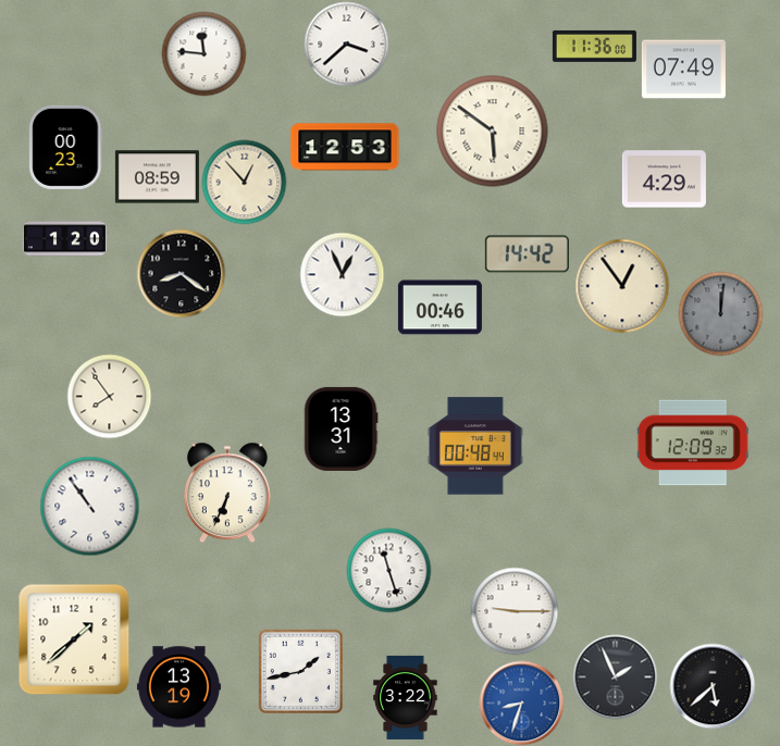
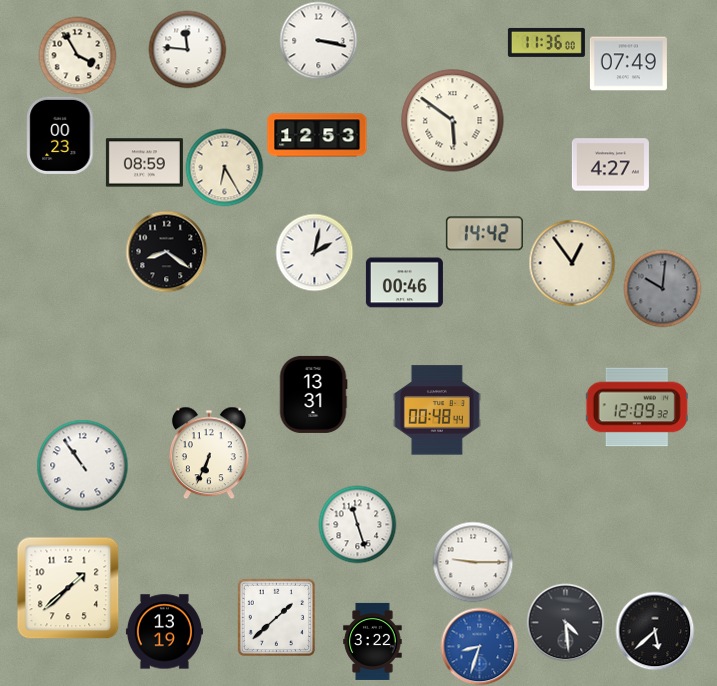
clock at (346, 43): 3:38 -> 3:17
clock at (77, 55): none -> 3:55
clock at (664, 179): 4:29 -> 4:27
clock at (244, 182): 12:53 -> 6:25
clock at (64, 239): 1:20 -> none
clock at (342, 274): 12:56 -> 2:02
clock at (720, 313): 12:01 -> 10:01
clock at (109, 396): 7:54 -> none
clock at (300, 671): 1:43 -> 1:38
clock at (615, 676): 1:56 -> 4:29
